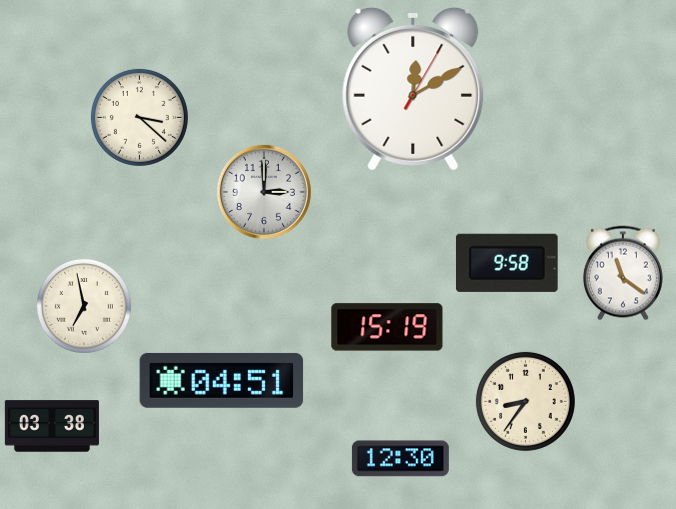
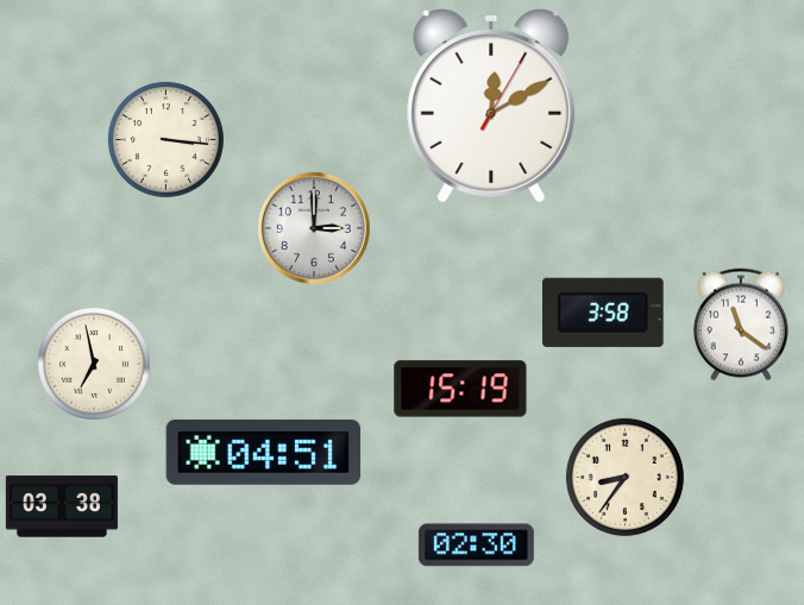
clock at (139, 117): 3:22 -> 3:16
clock at (507, 263): 9:58 -> 3:58
clock at (84, 306) position: (84, 306) -> (94, 364)
clock at (400, 459): 12:30 -> 02:30
